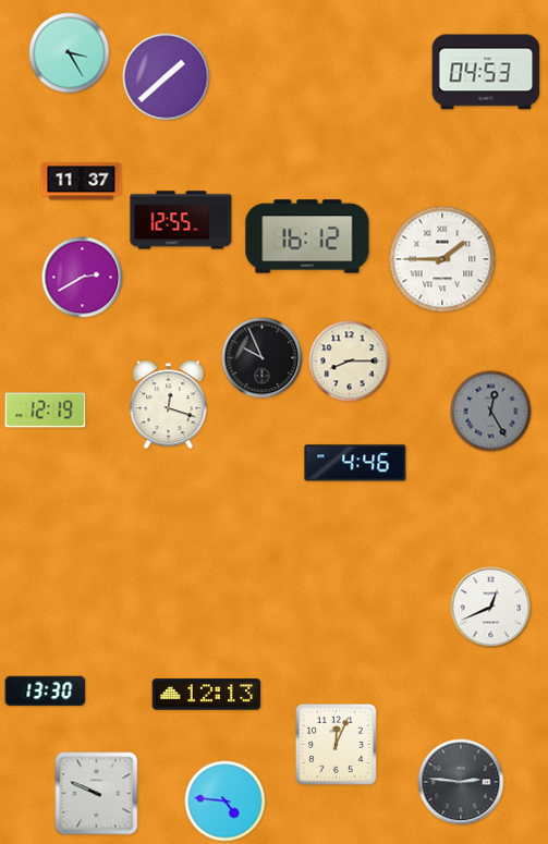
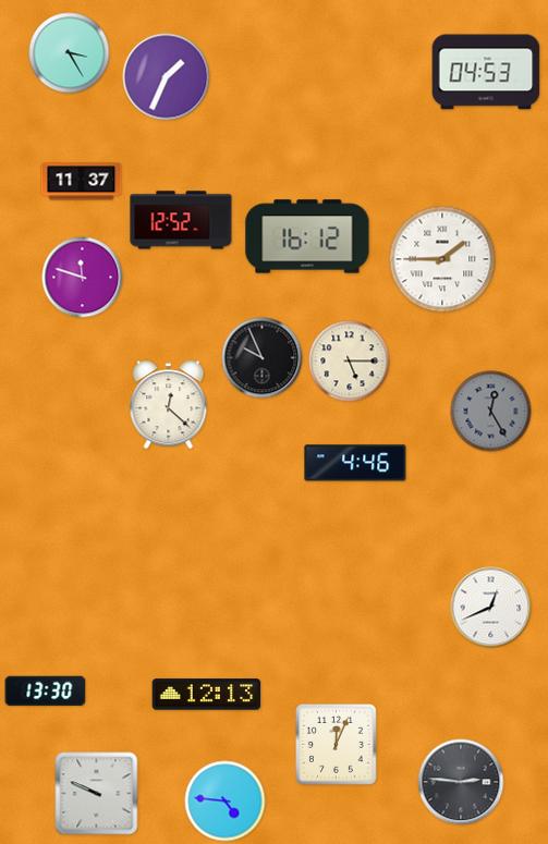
clock at (167, 77): 1:38 -> 1:34
clock at (181, 220): 12:55 -> 12:52
clock at (83, 278): 2:40 -> 11:48
clock at (350, 362): 8:15 -> 5:15
clock at (169, 405): 12:18 -> 12:22
clock at (46, 411): 12:19 -> none
